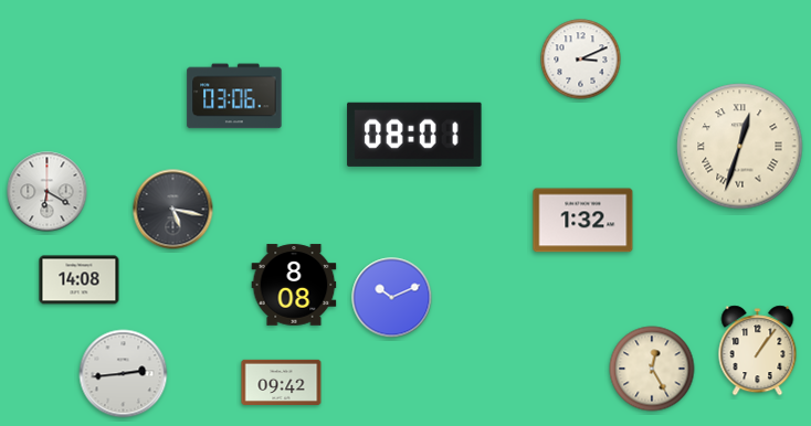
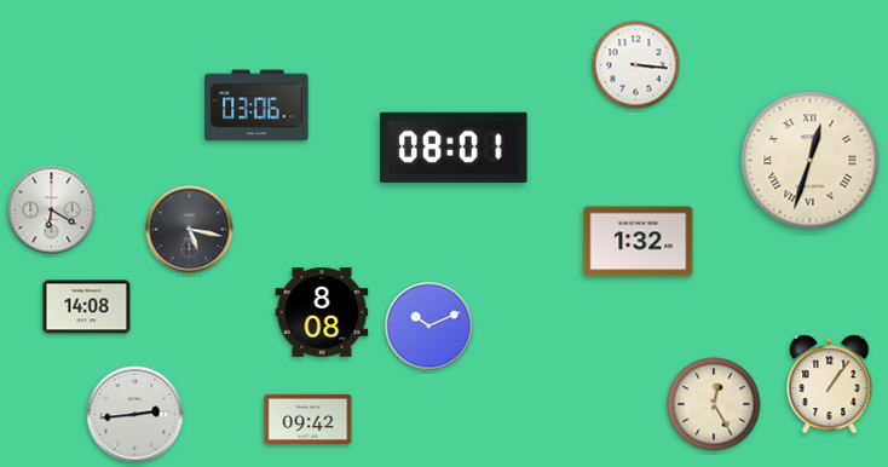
clock at (581, 60): 3:11 -> 3:16
clock at (124, 374) position: (124, 374) -> (135, 415)
